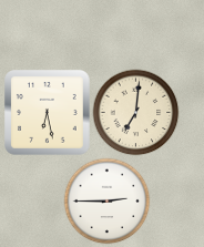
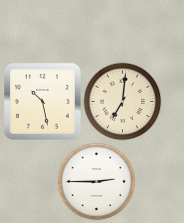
clock at (48, 113): 6:28 -> 10:28
